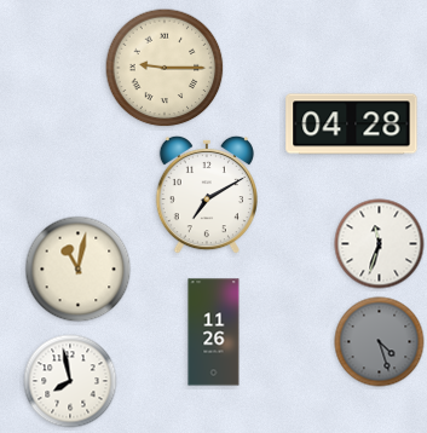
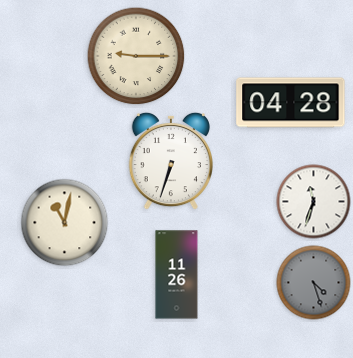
clock at (206, 195): 7:10 -> 6:33
clock at (70, 381): 7:58 -> none
